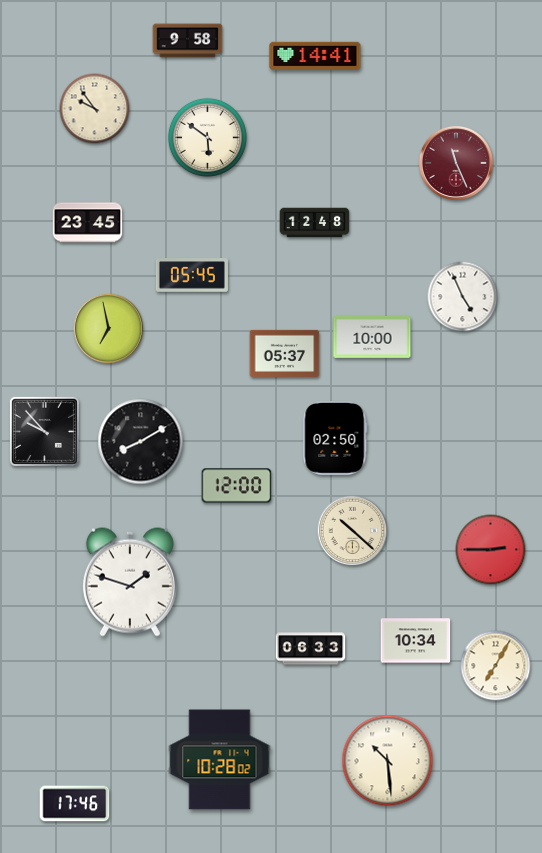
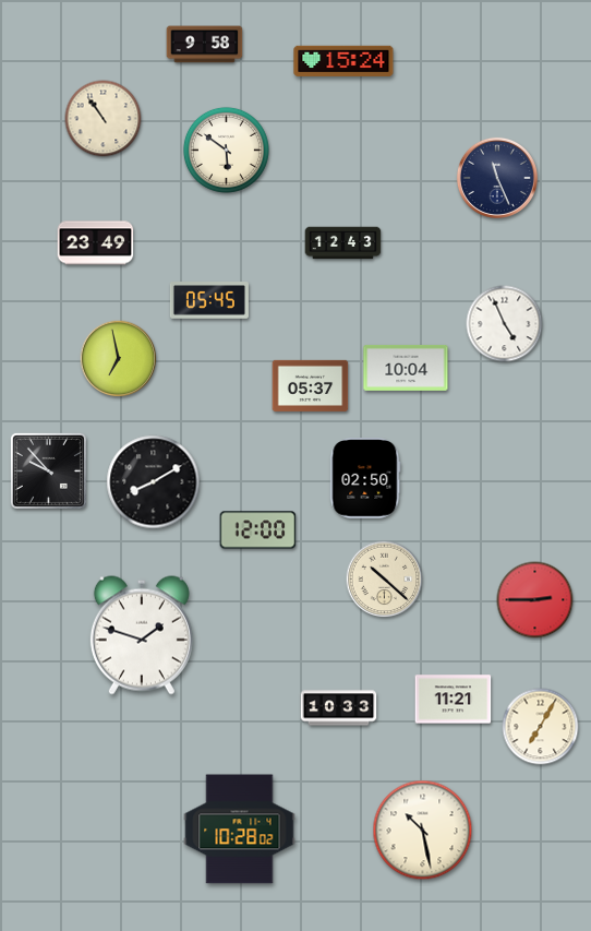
clock at (315, 56): 14:41 -> 15:24
clock at (95, 109): 9:54 -> 10:54
clock at (456, 163) dial: burgundy -> navy
clock at (88, 223): 23:45 -> 23:49
clock at (315, 223): 12:48 -> 12:43
clock at (372, 337): 10:00 -> 10:04
clock at (416, 641): 10:34 -> 11:21
clock at (311, 649): 06:33 -> 10:33
clock at (388, 761): 10:29 -> 10:28
clock at (75, 804): 17:46 -> none
